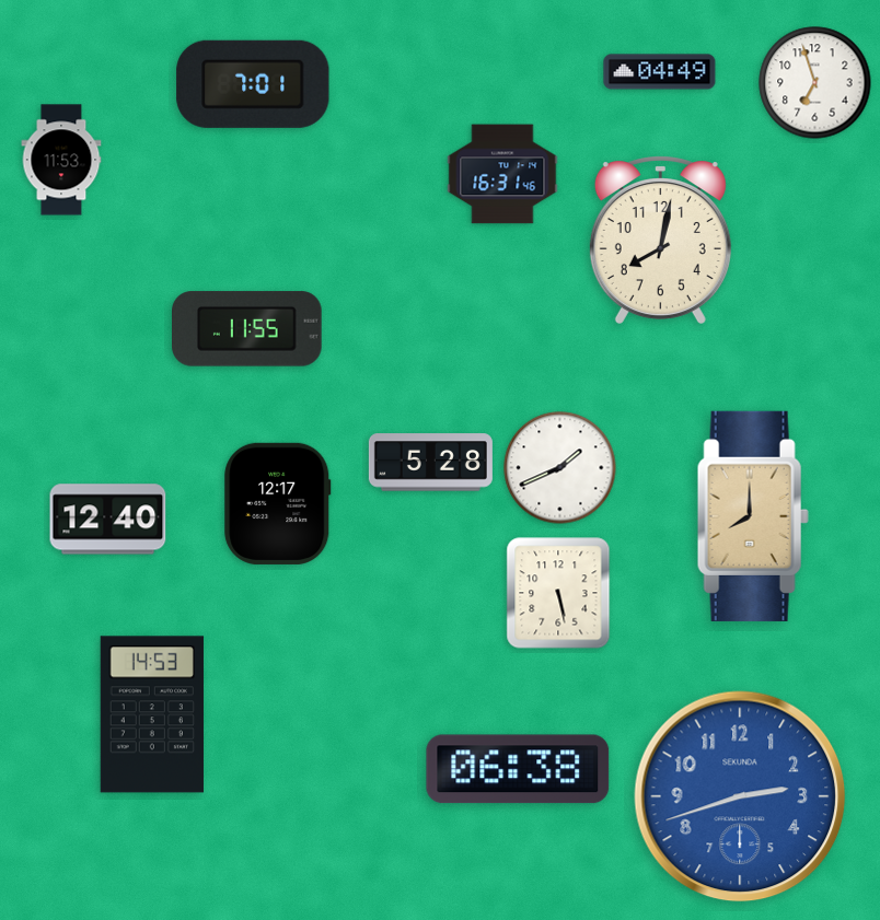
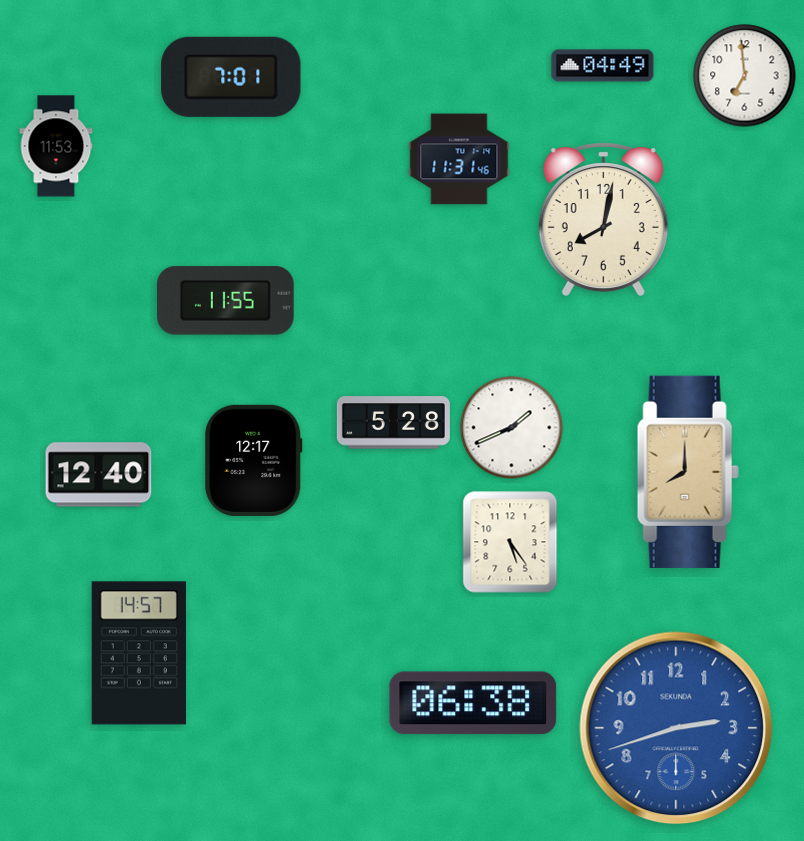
clock at (815, 83): 6:57 -> 6:59
clock at (502, 174): 16:31 -> 11:31
clock at (558, 593): 5:28 -> 5:24
clock at (152, 714): 14:53 -> 14:57
